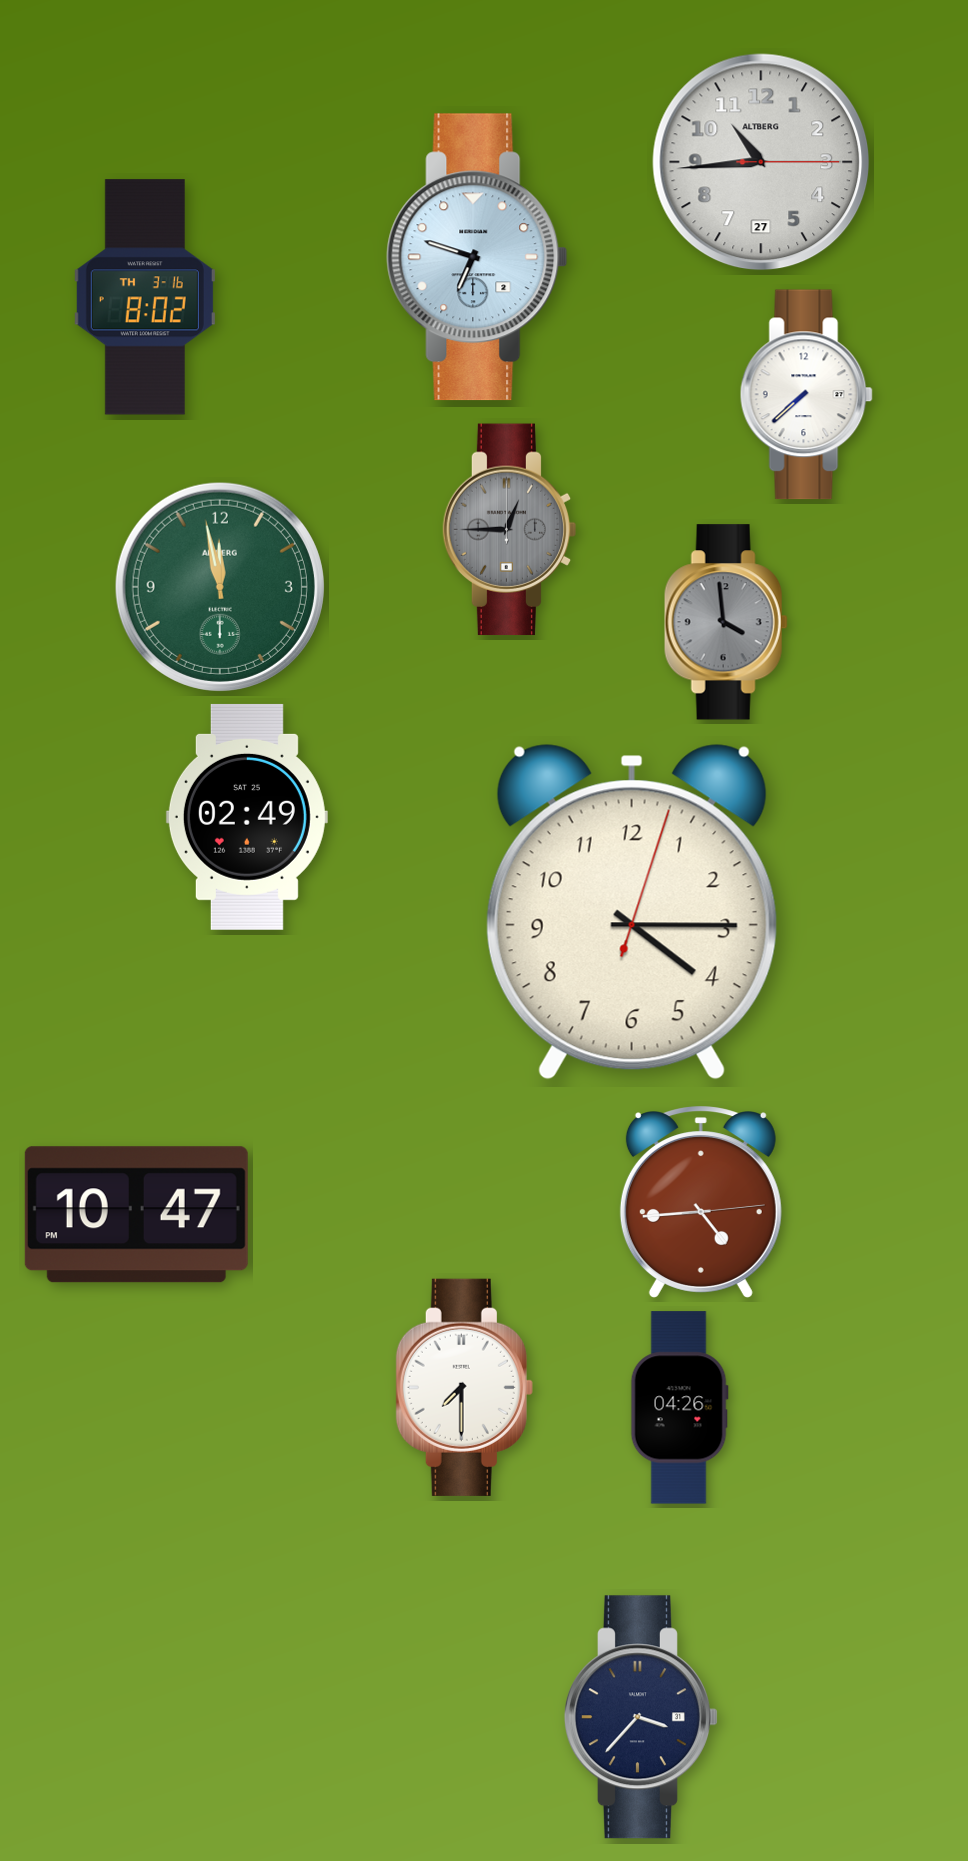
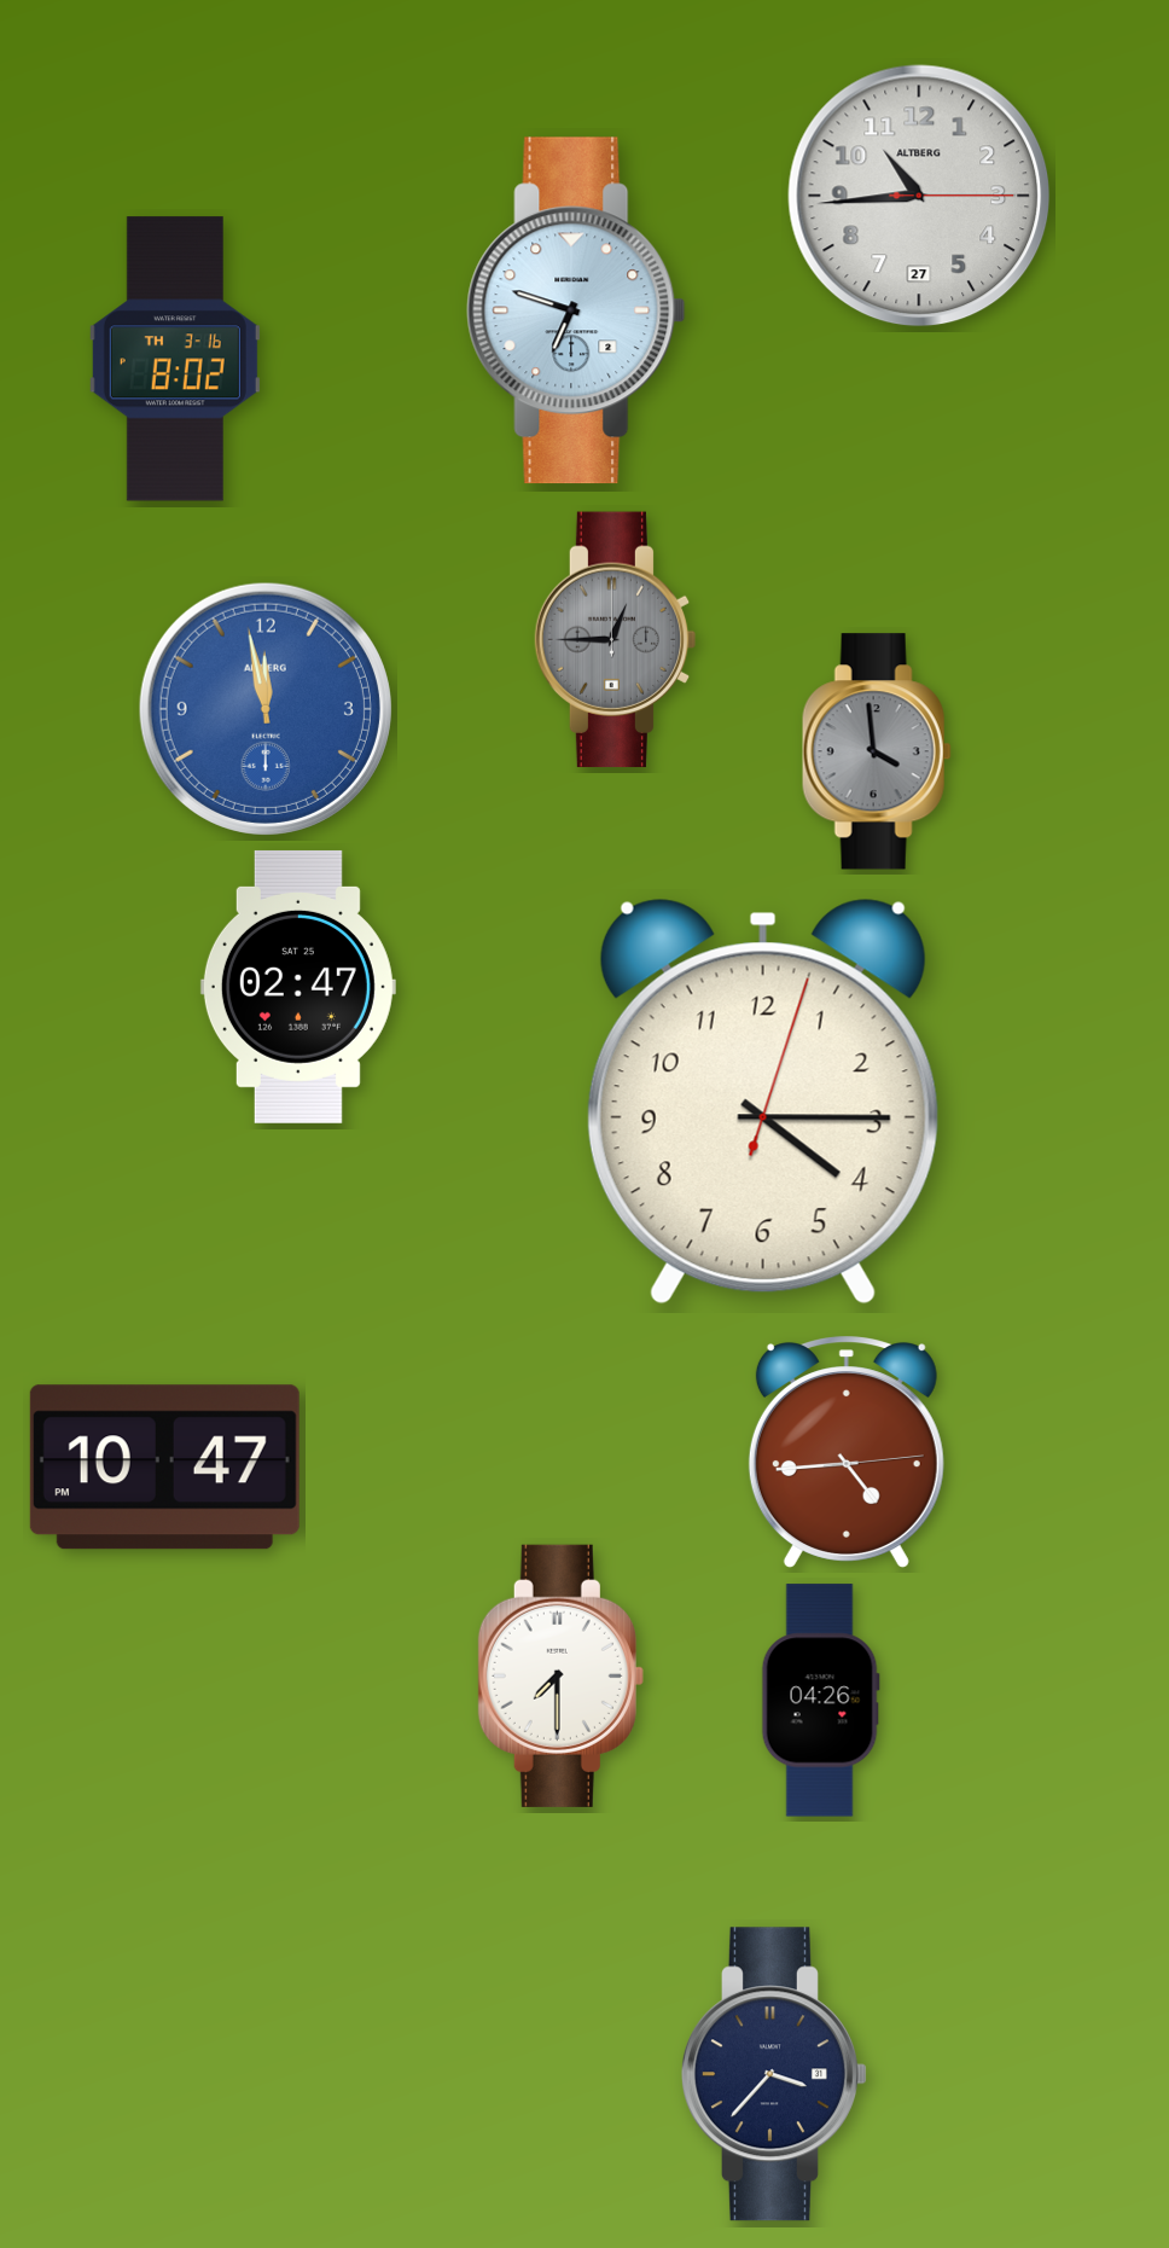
clock at (806, 395): 7:38 -> none
clock at (220, 587) dial: green -> blue
clock at (247, 817): 02:49 -> 02:47
